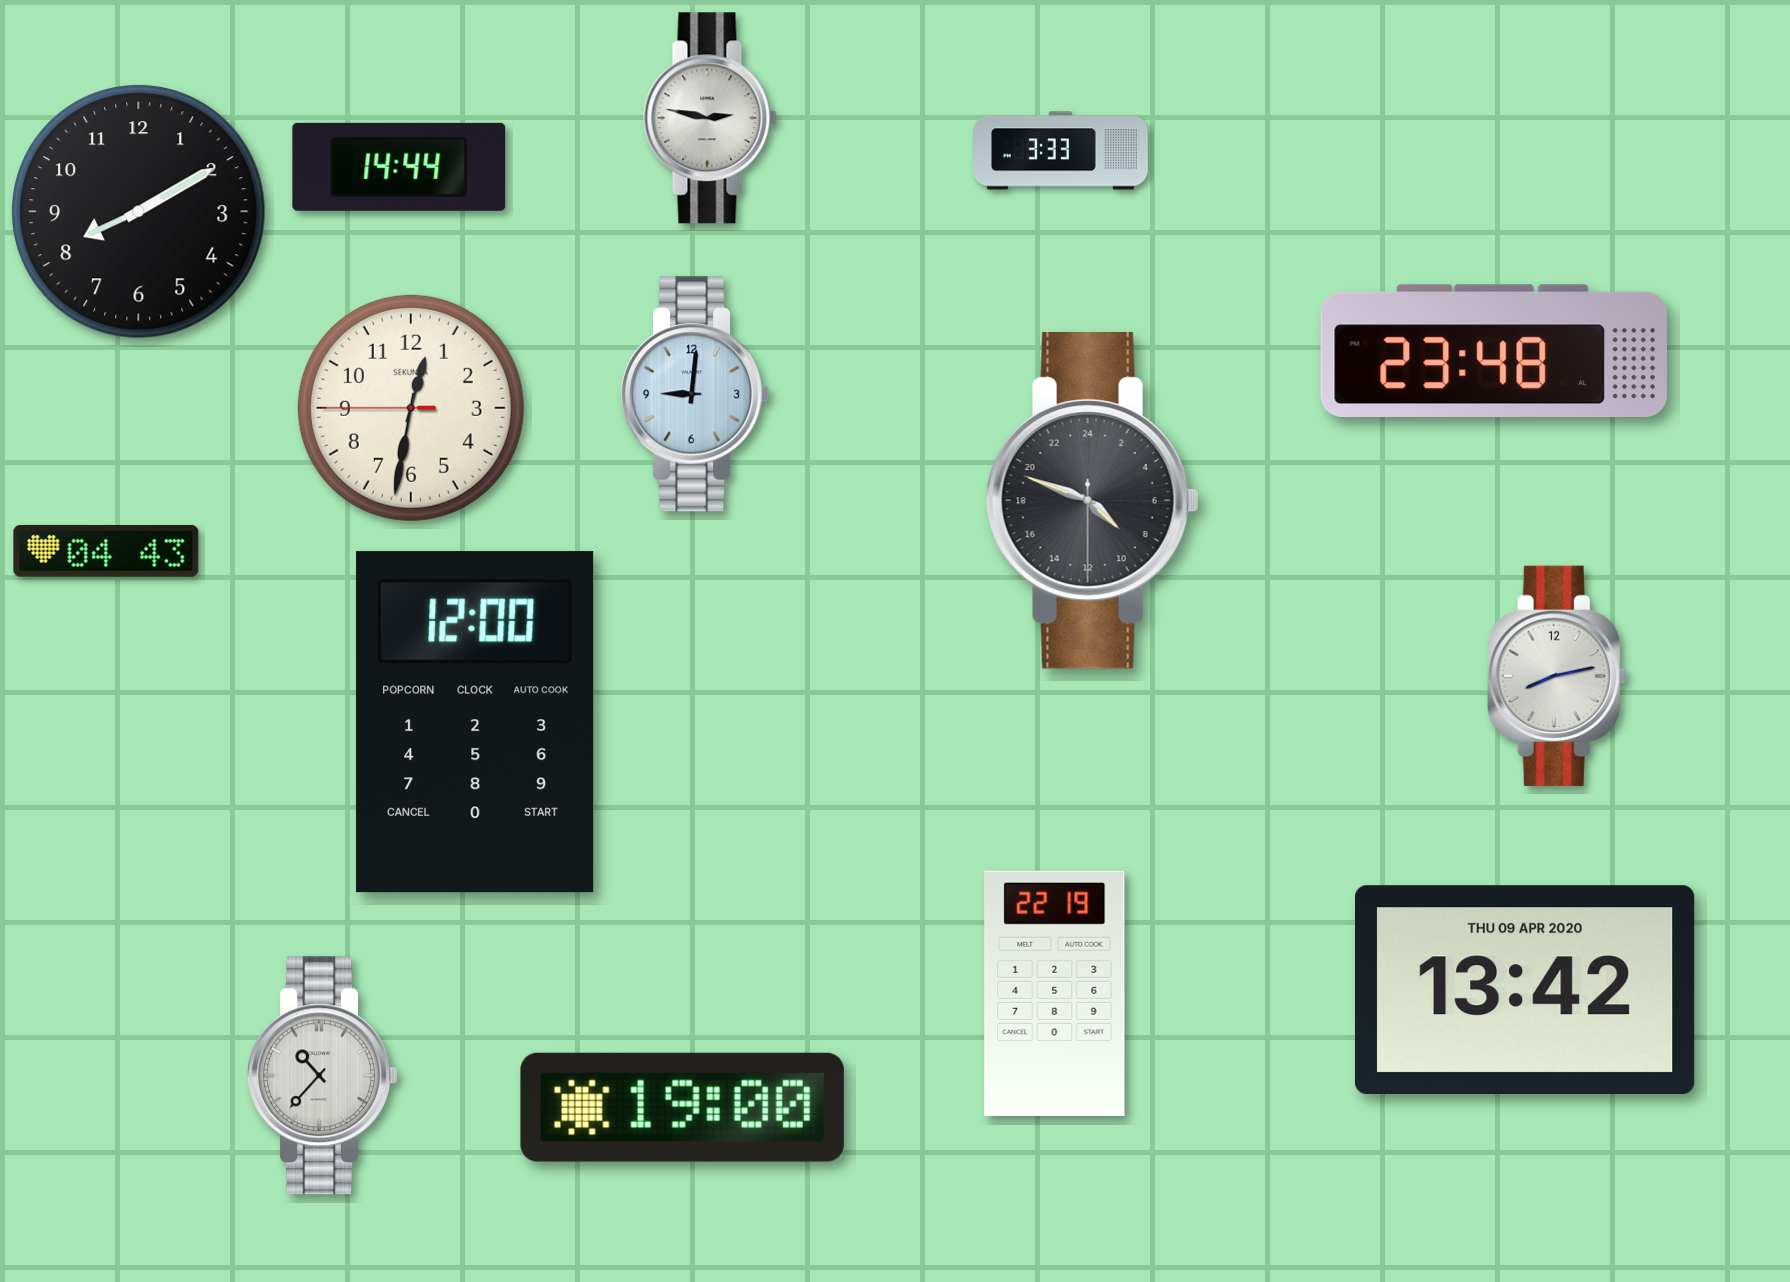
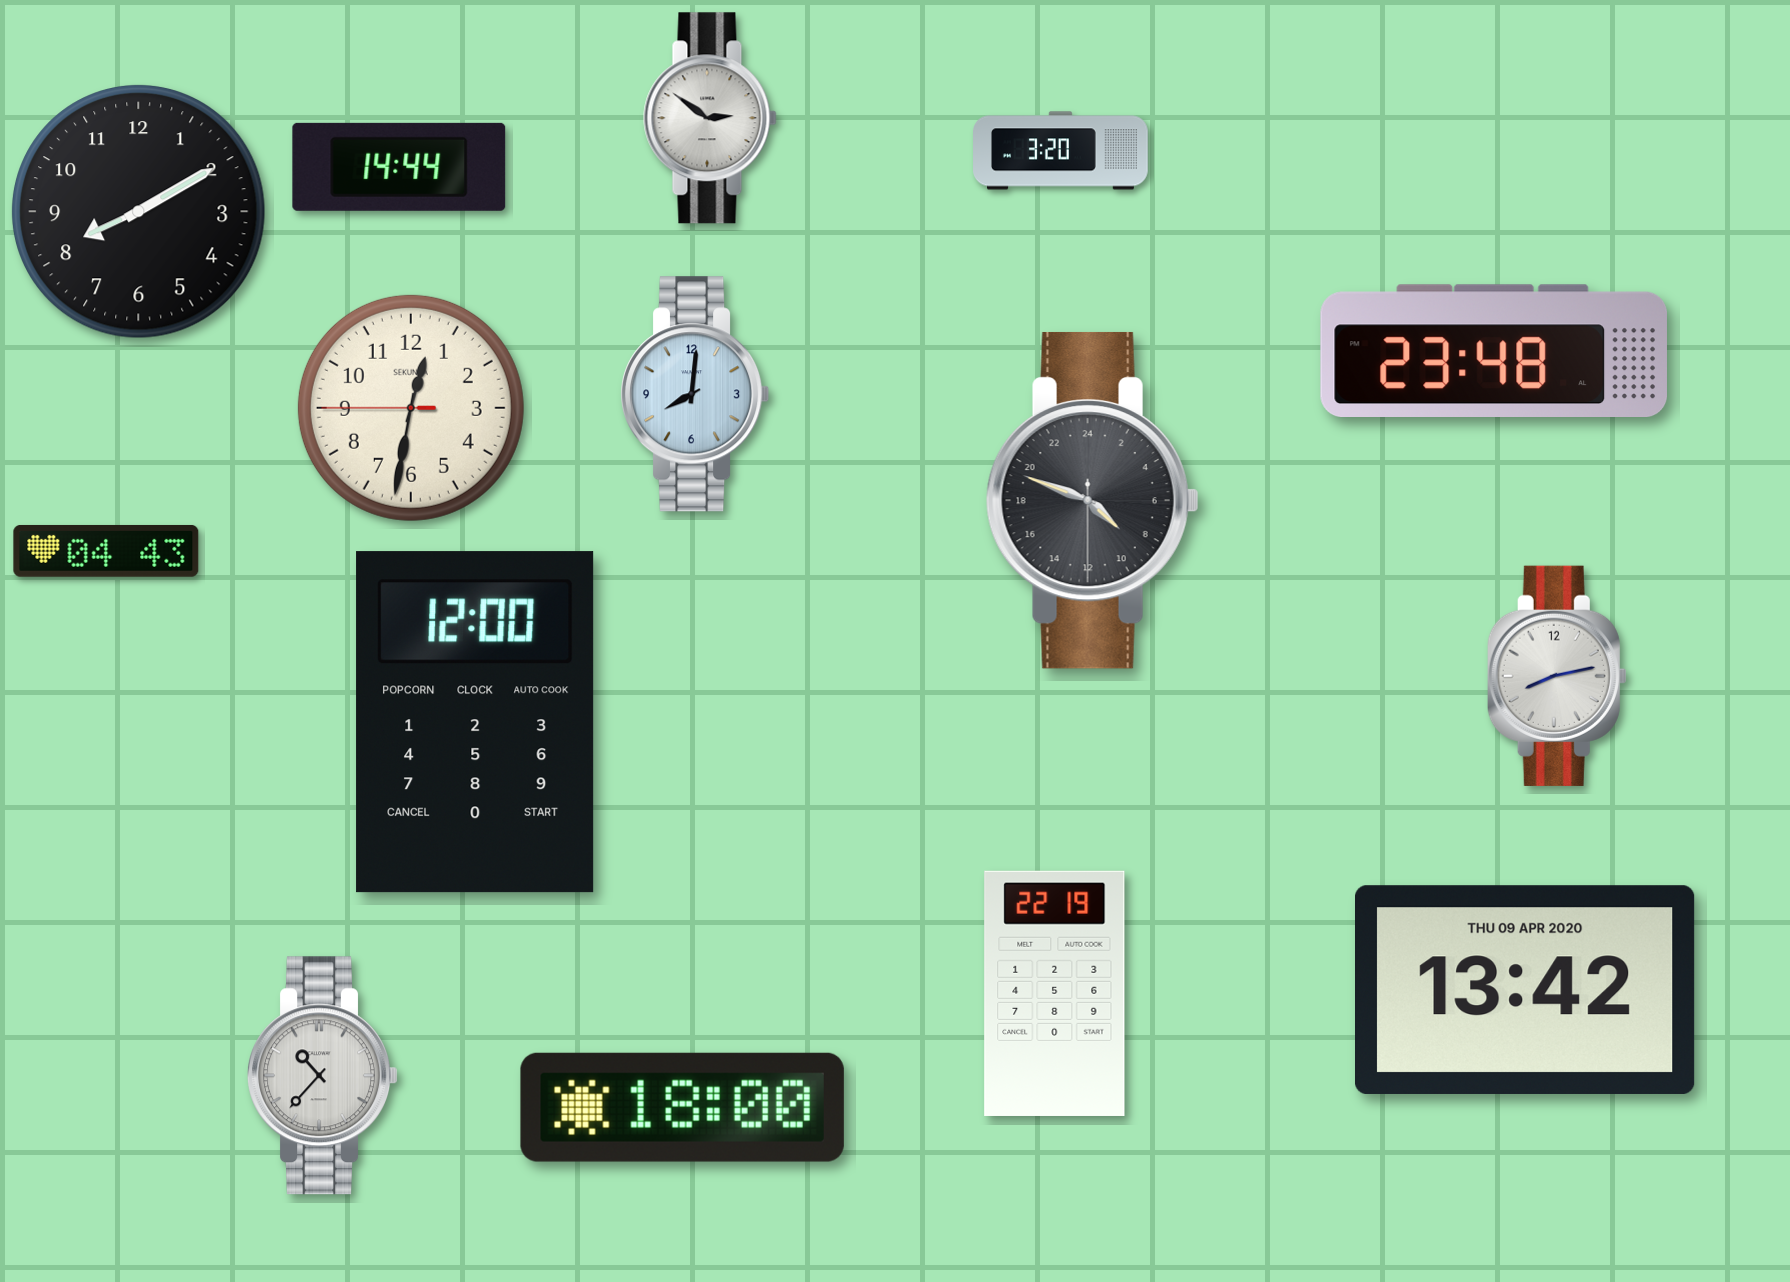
clock at (710, 118): 2:47 -> 2:51
clock at (1061, 151): 3:33 -> 3:20
clock at (695, 394): 9:01 -> 8:01
clock at (682, 1107): 19:00 -> 18:00
